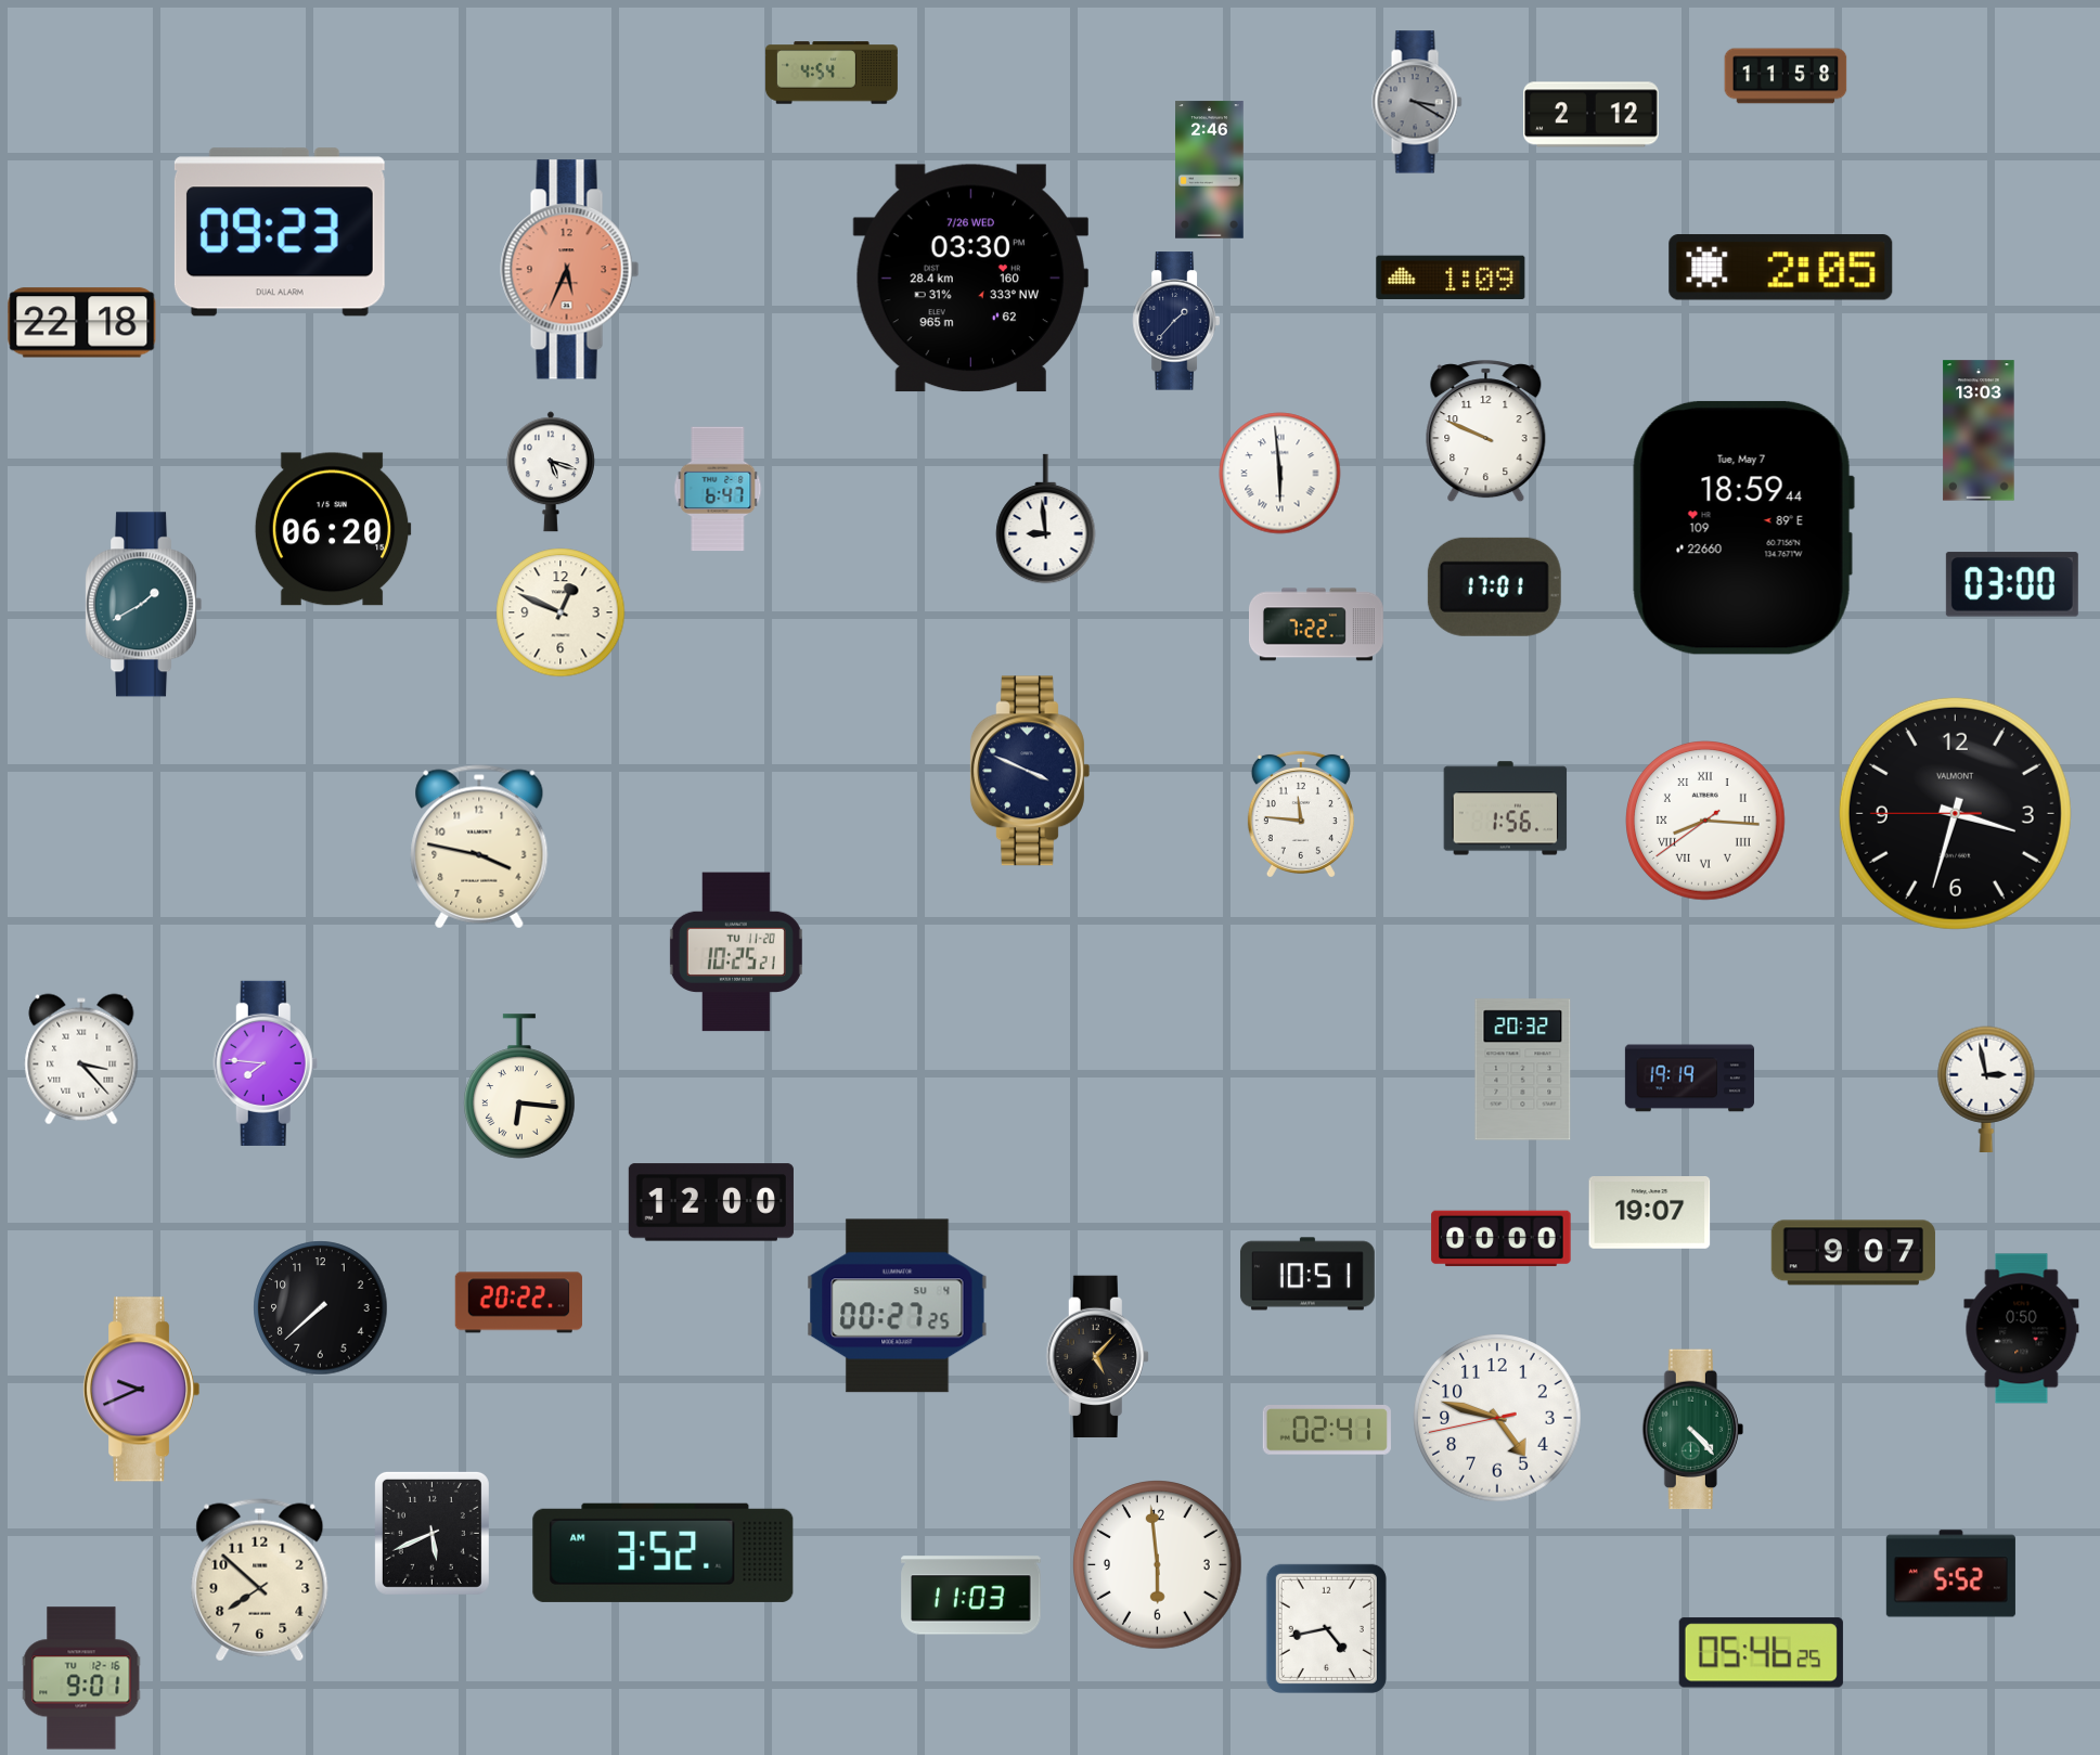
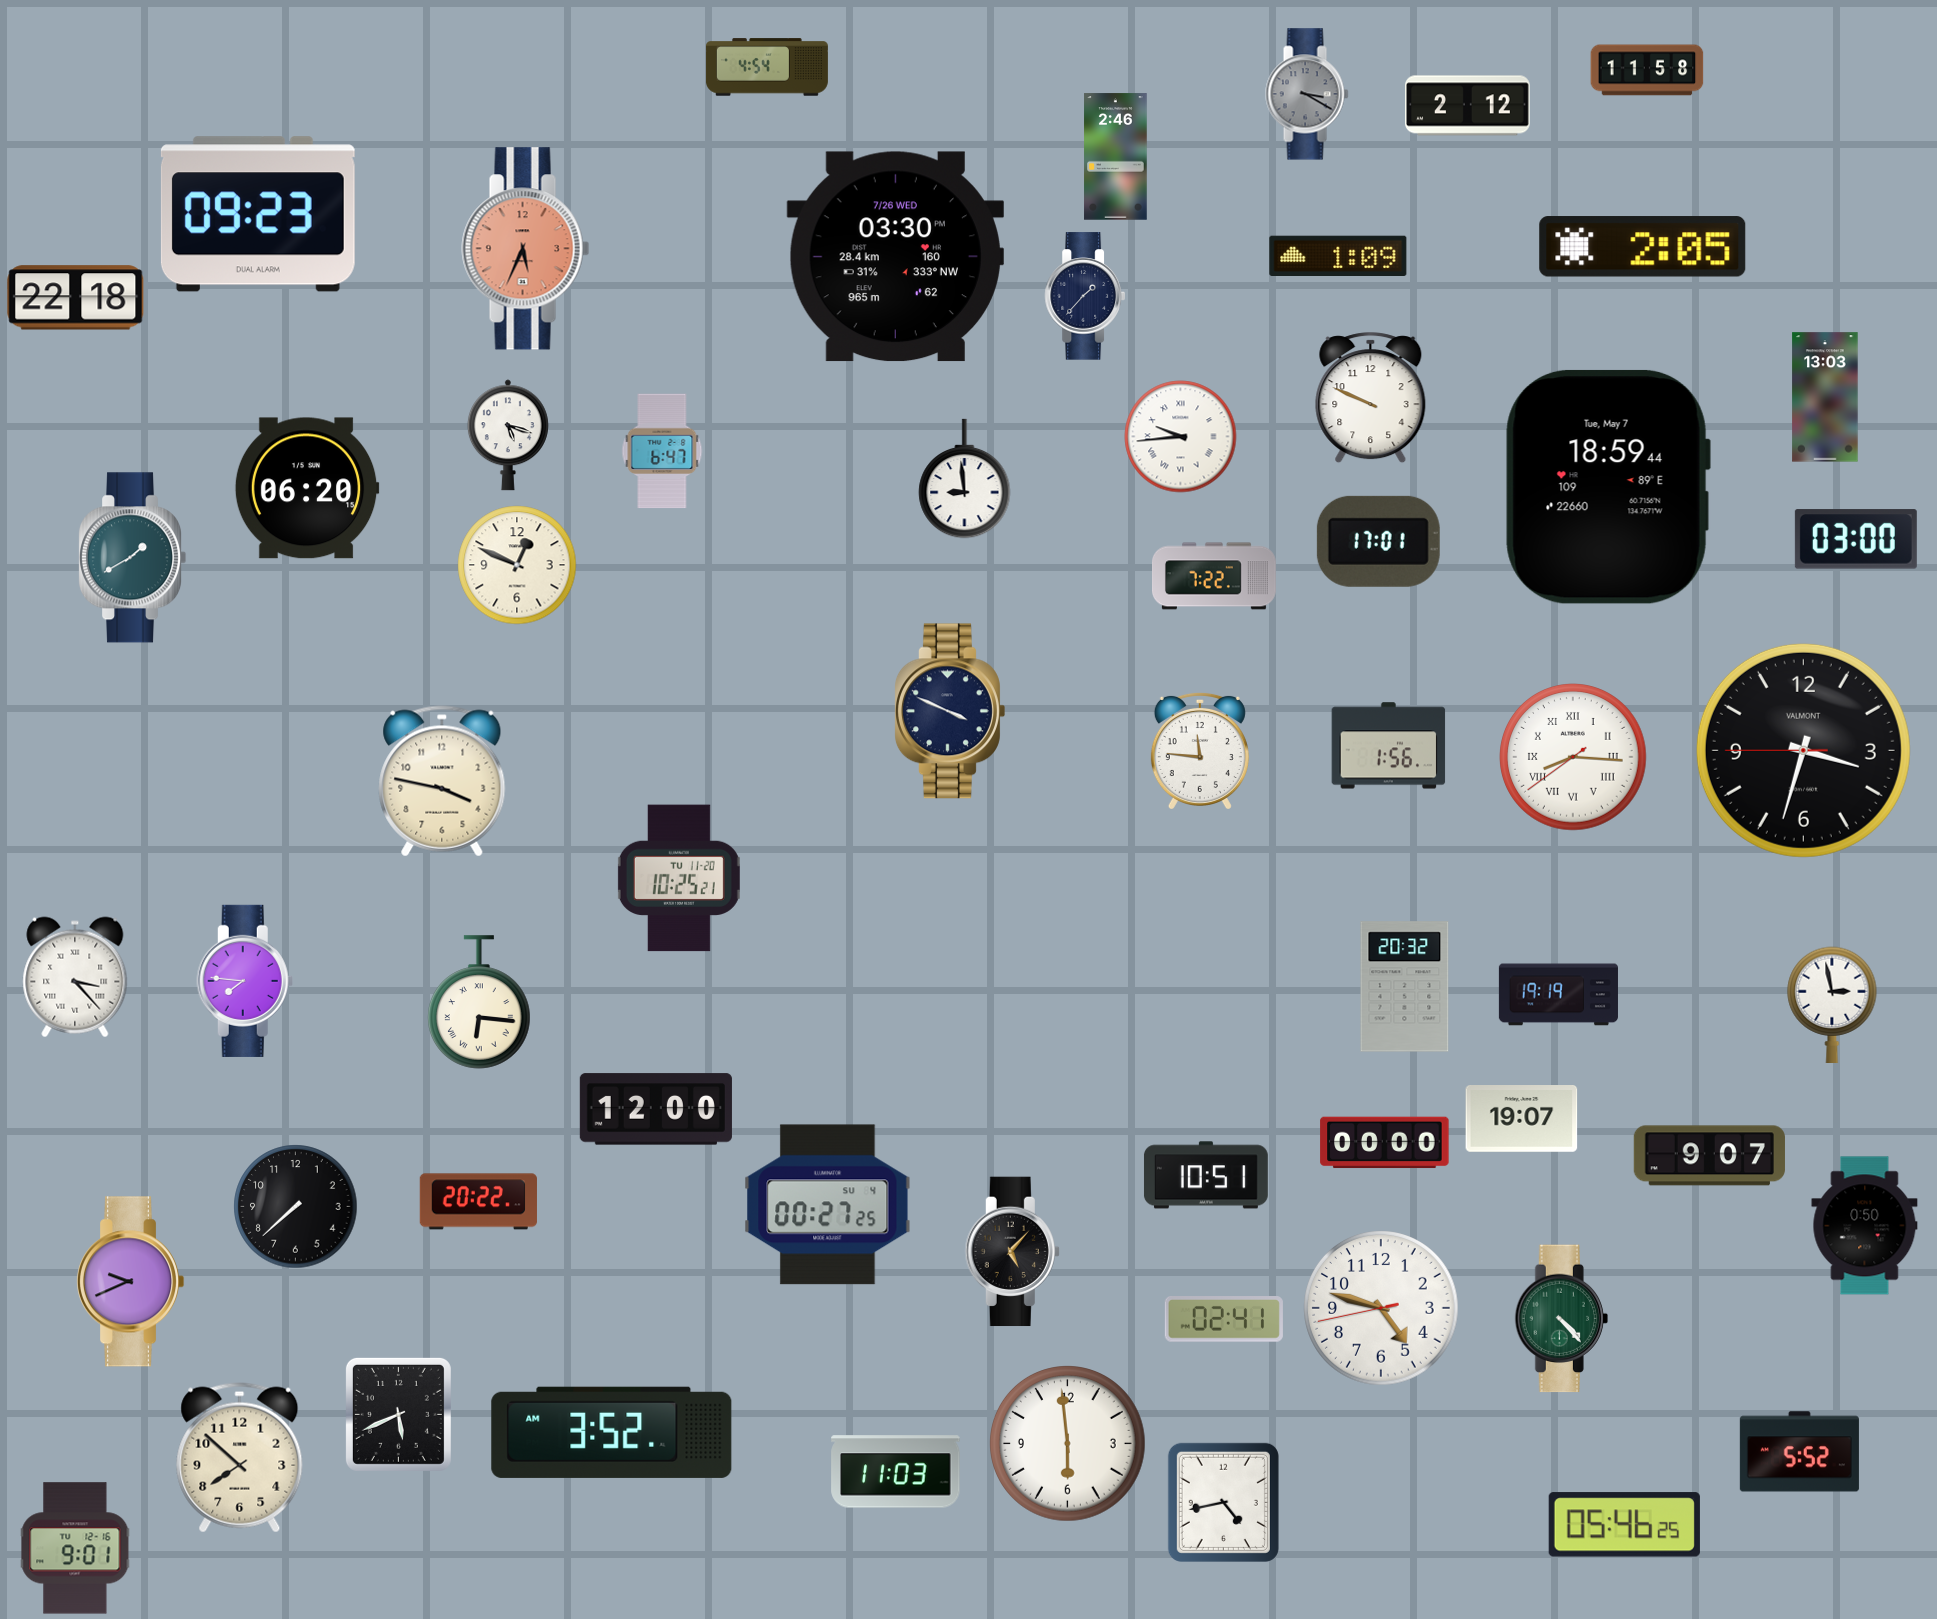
clock at (1280, 474): 5:59 -> 9:44
